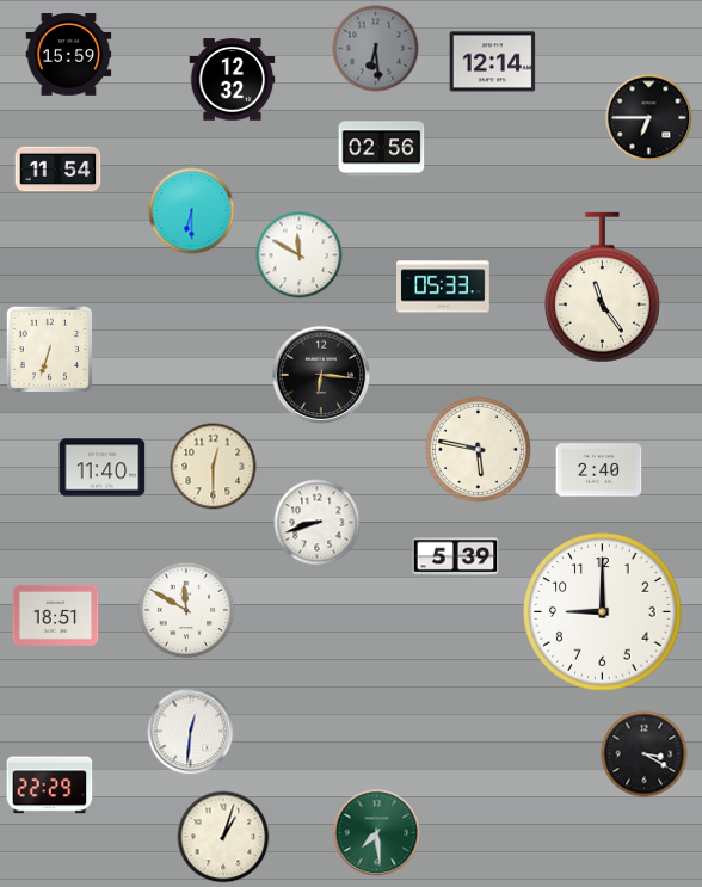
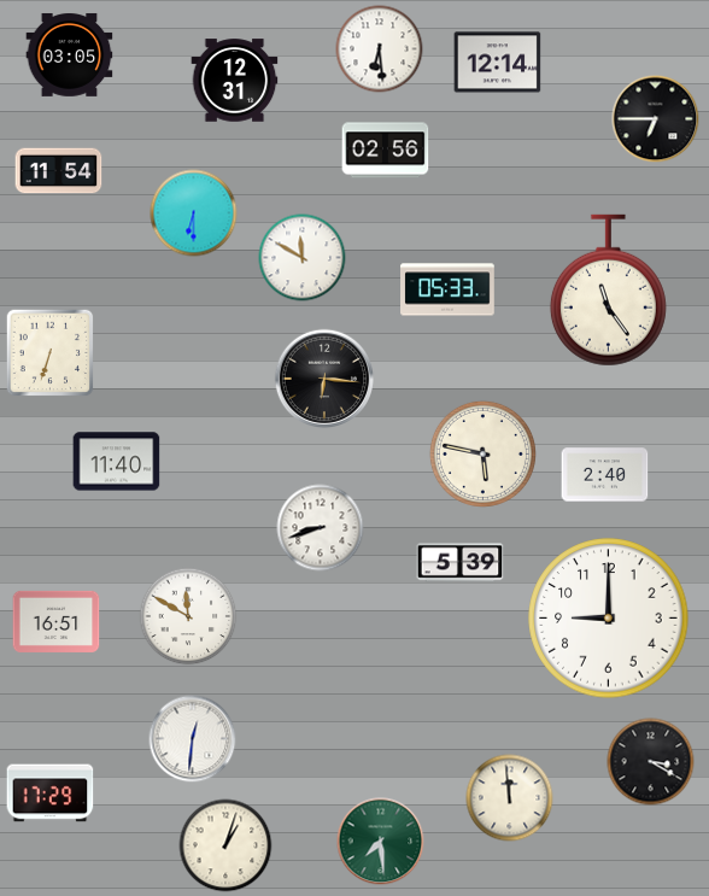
clock at (376, 49) dial: grey -> white
clock at (69, 55): 15:59 -> 03:05
clock at (233, 80): 12:32 -> 12:31
clock at (214, 467): 12:30 -> none
clock at (103, 468) position: (103, 468) -> (117, 462)
clock at (56, 615): 18:51 -> 16:51
clock at (50, 786): 22:29 -> 17:29
clock at (510, 798): none -> 11:59
